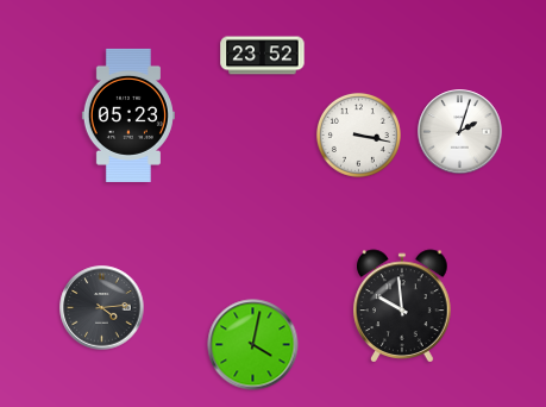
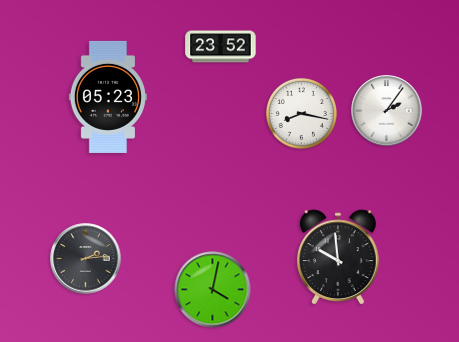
clock at (460, 132): 2:03 -> 2:06
clock at (358, 134): 3:17 -> 8:17
clock at (102, 308): 4:14 -> 2:14
